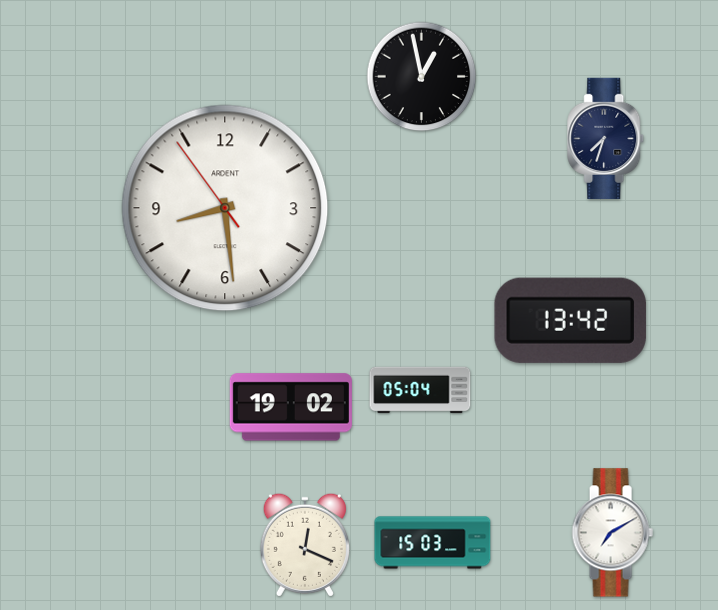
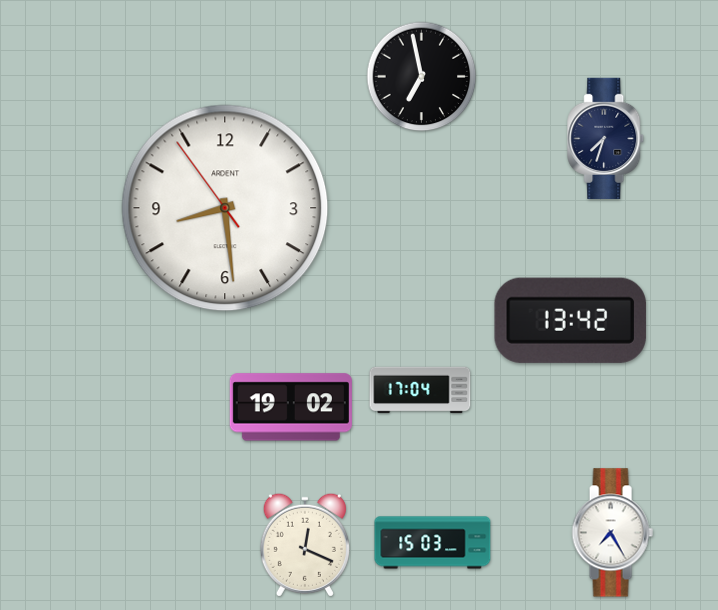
clock at (422, 77): 12:58 -> 6:58
clock at (420, 390): 05:04 -> 17:04
clock at (612, 533): 7:10 -> 7:25
